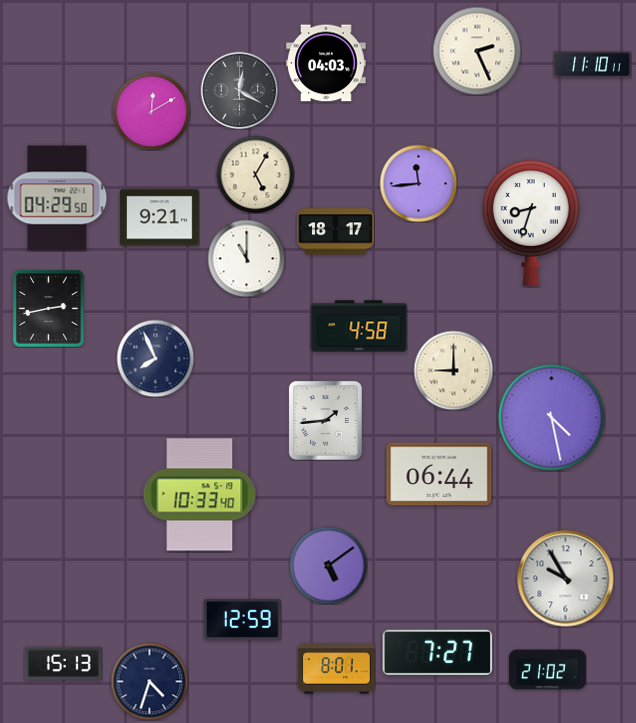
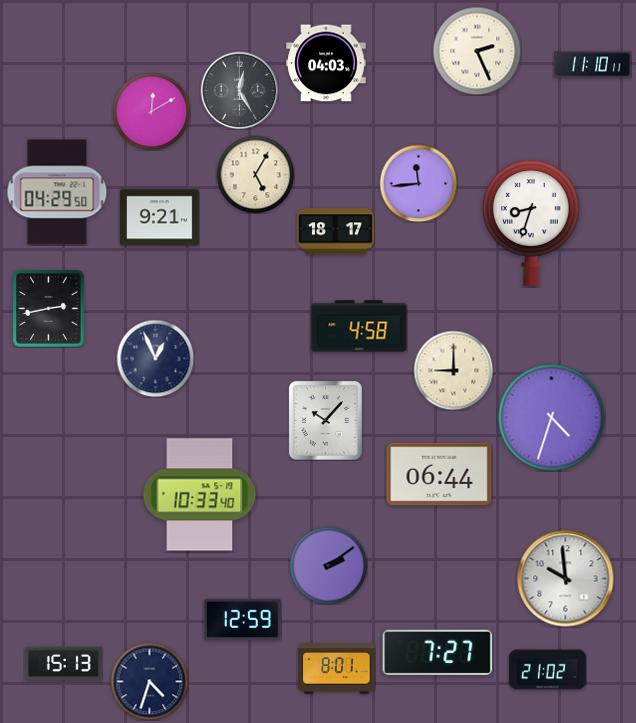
clock at (239, 90): 12:20 -> 12:25
clock at (57, 198) position: (57, 198) -> (57, 192)
clock at (246, 258): 11:00 -> none
clock at (155, 358): 7:56 -> 12:56
clock at (552, 418): 4:28 -> 4:33
clock at (325, 420): 1:44 -> 10:07
clock at (328, 565): 5:09 -> 2:09
clock at (566, 579): 9:55 -> 9:59
